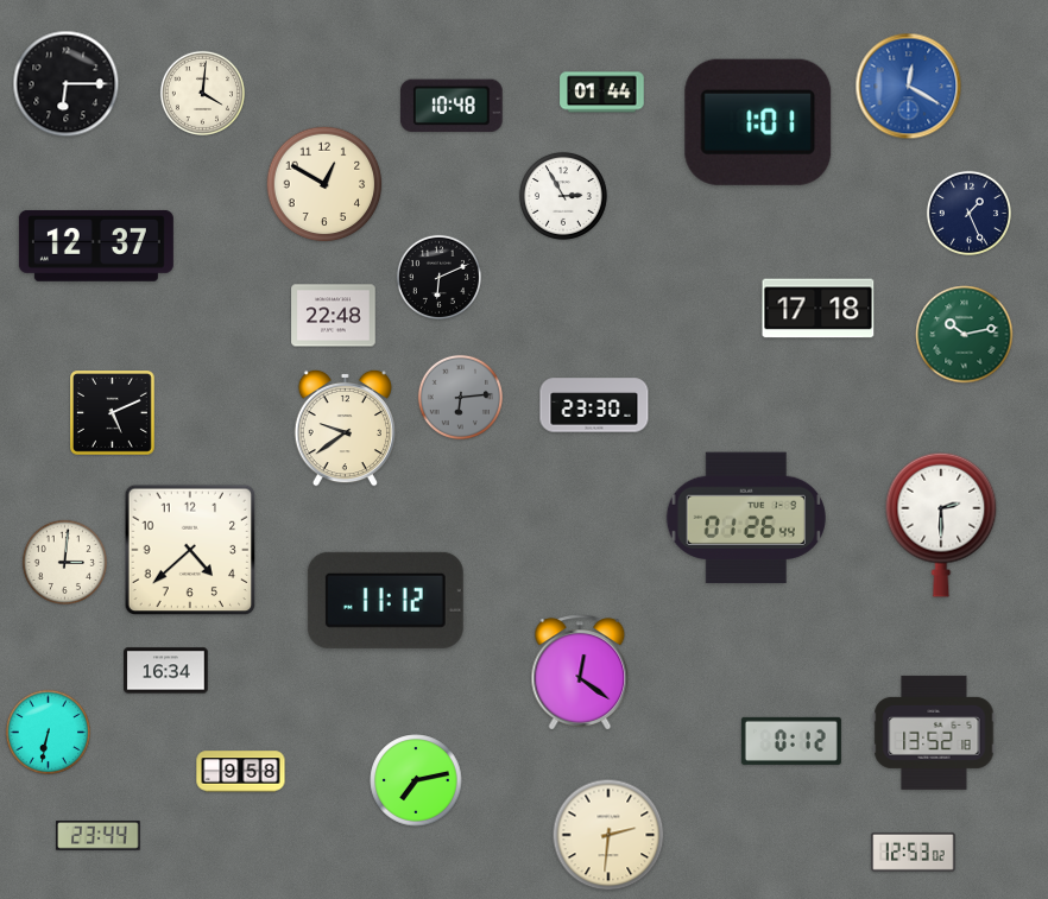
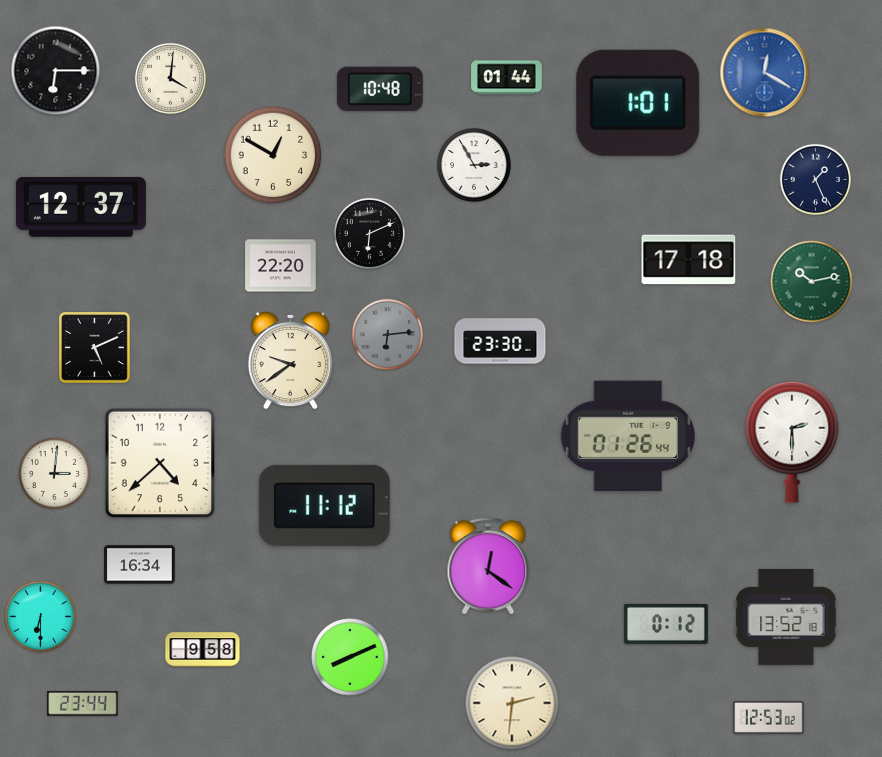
clock at (334, 316): 22:48 -> 22:20
clock at (48, 732): 6:32 -> 6:30
clock at (416, 780): 7:13 -> 8:11
